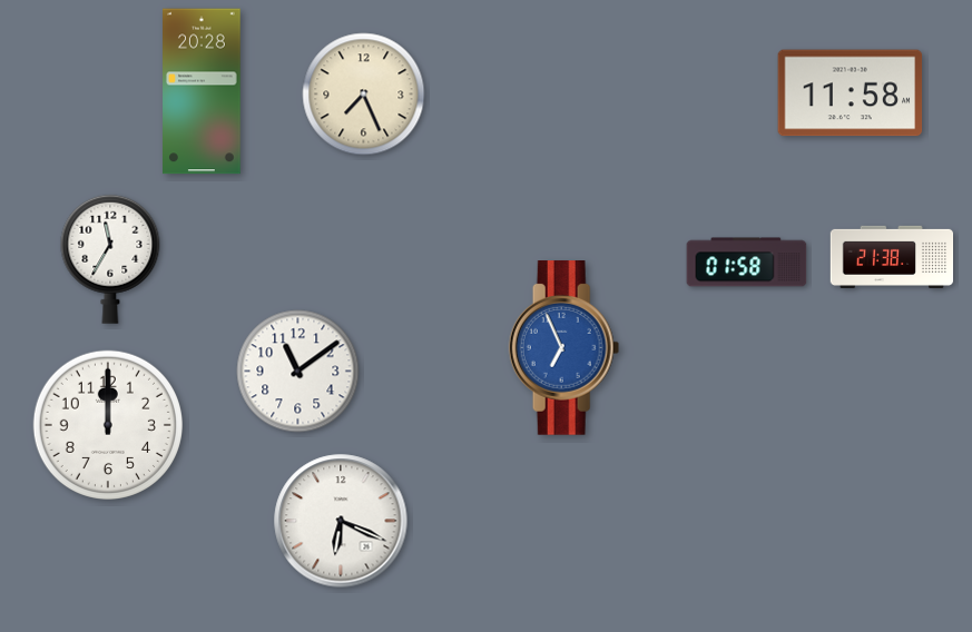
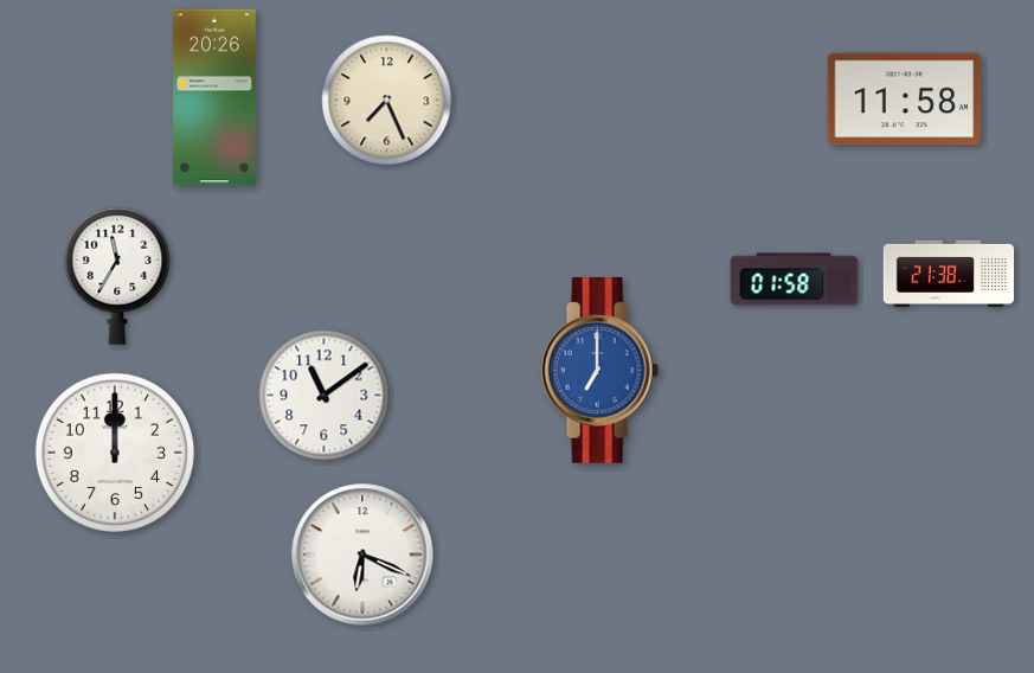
clock at (202, 91): 20:28 -> 20:26
clock at (564, 348): 6:56 -> 7:00
clock at (298, 372) position: (298, 372) -> (325, 396)
